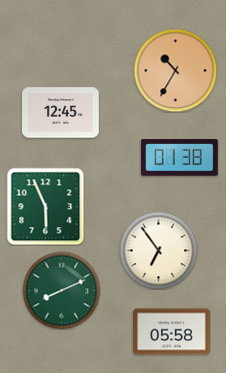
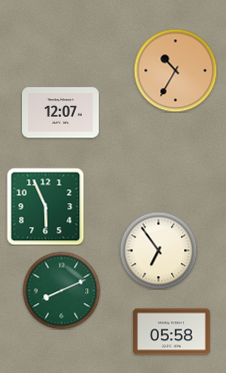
clock at (61, 113): 12:45 -> 12:07
clock at (179, 158): 01:38 -> none
